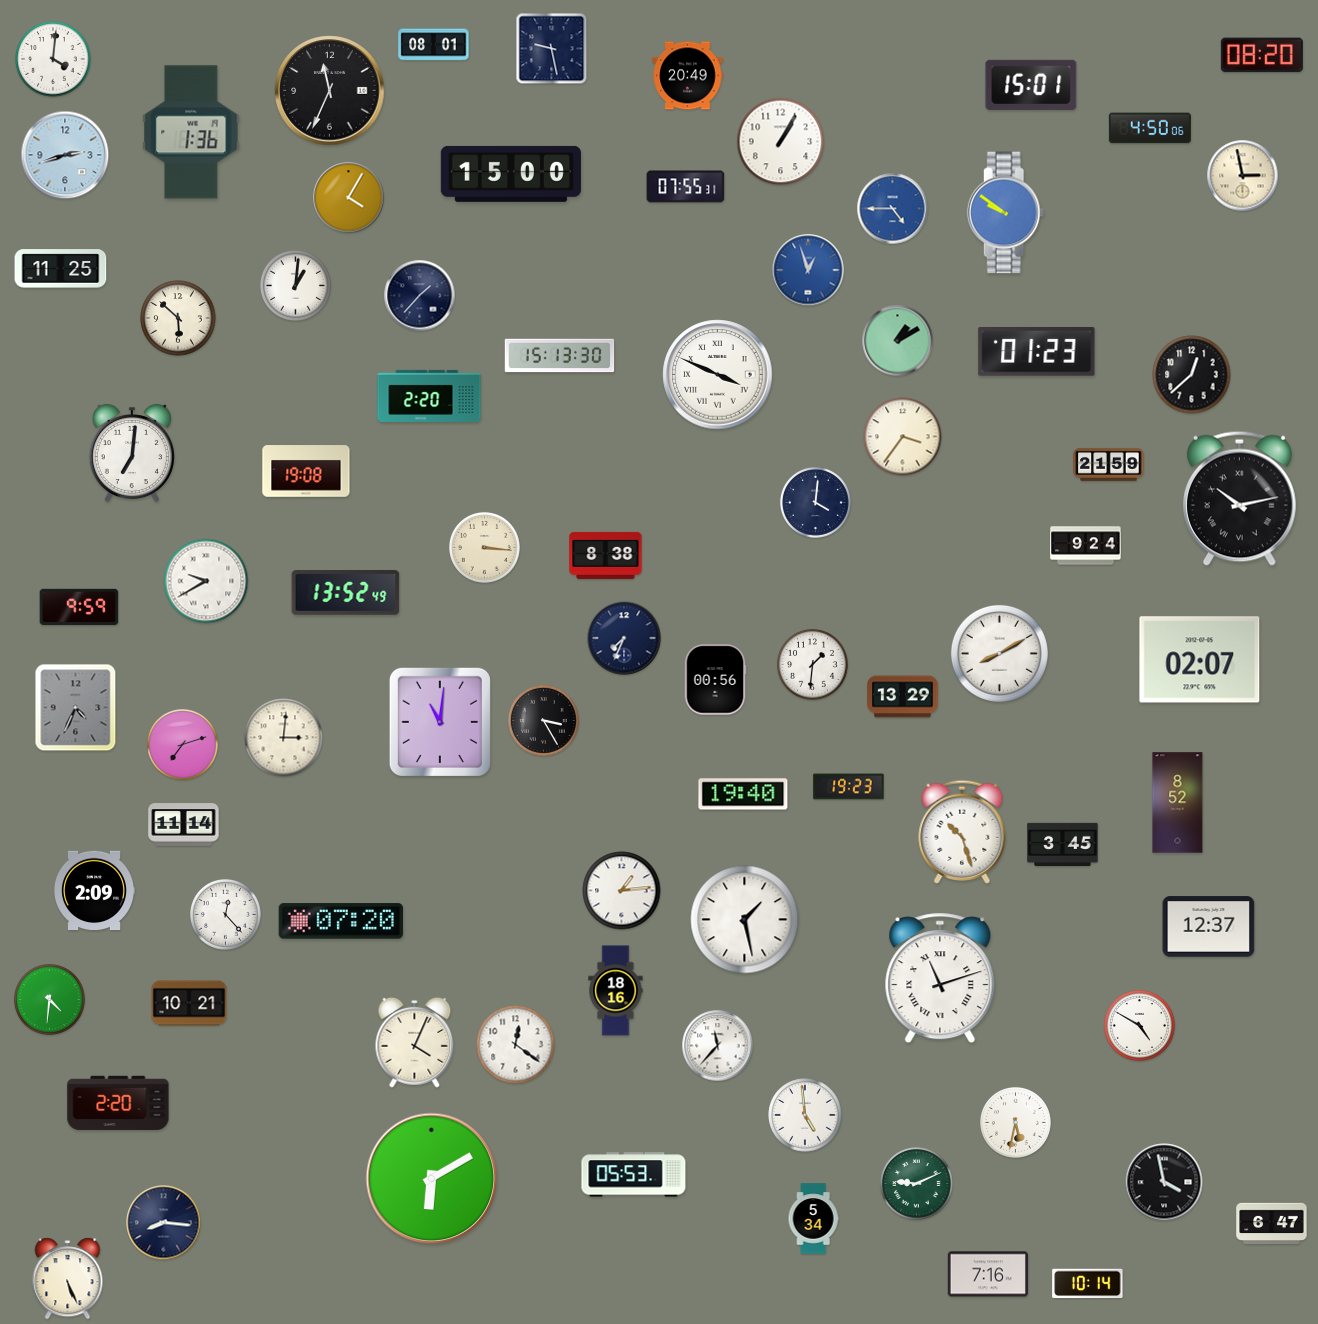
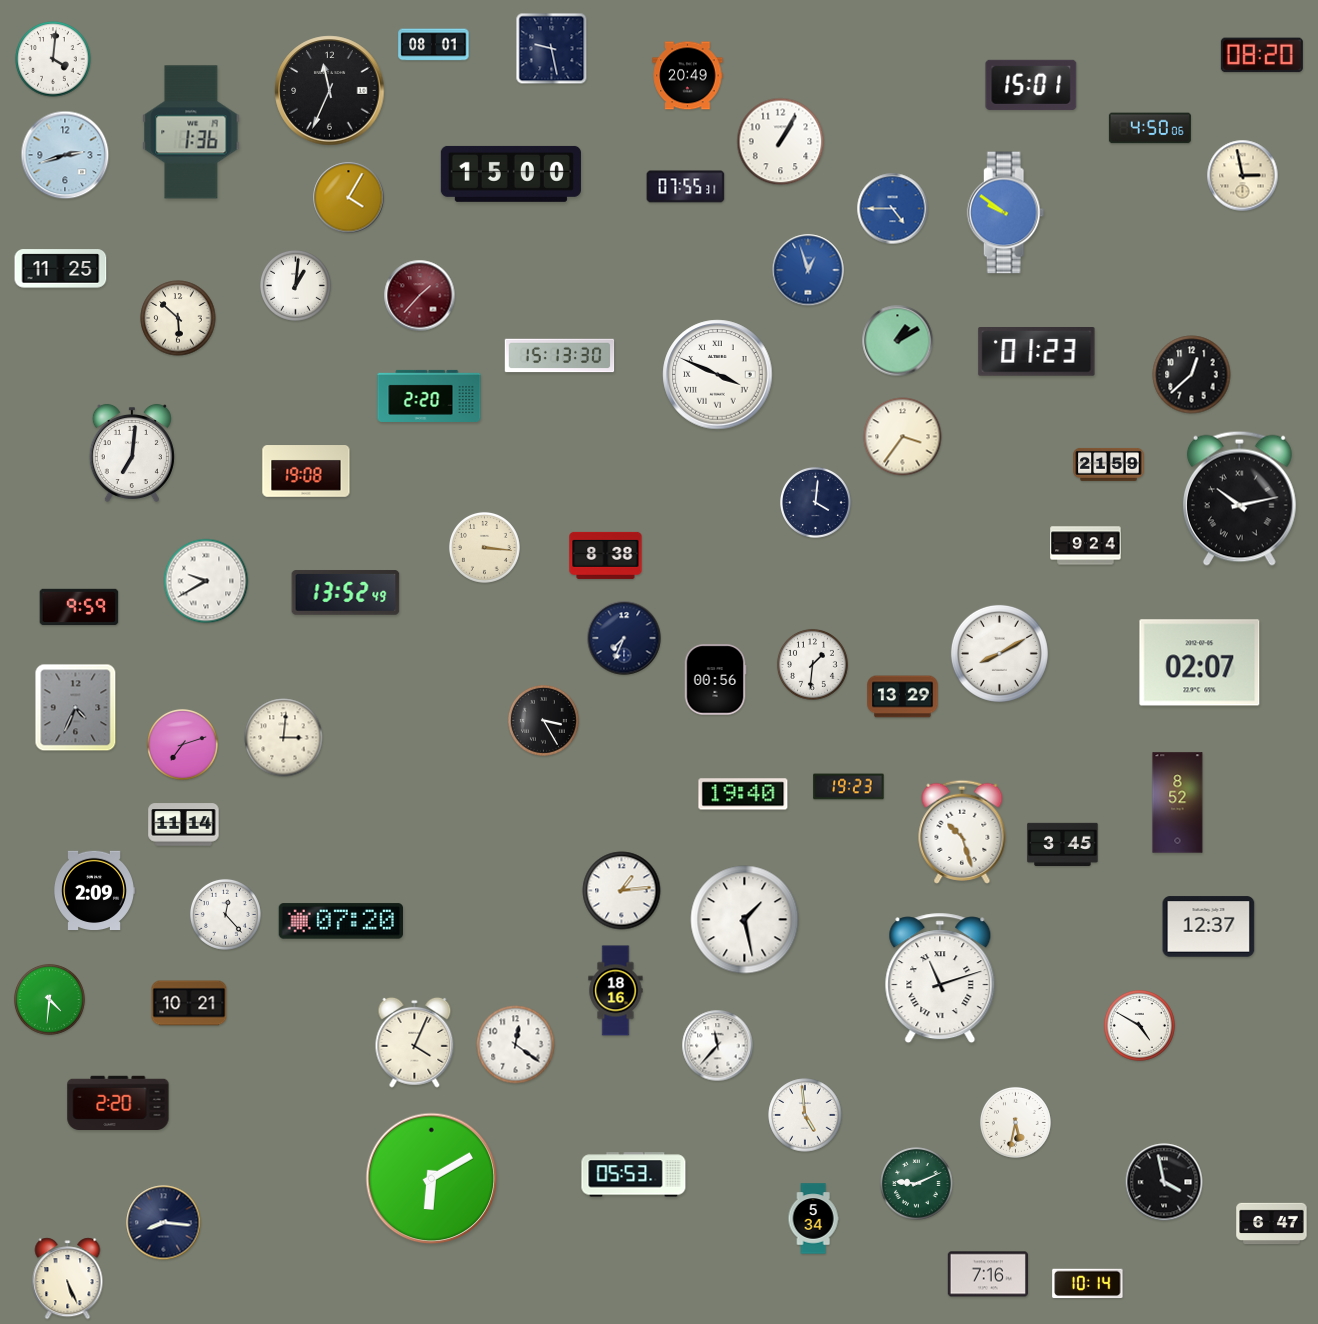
clock at (420, 296) dial: navy -> burgundy
clock at (1200, 660) position: (1200, 660) -> (1200, 663)
clock at (440, 722): 11:01 -> none
